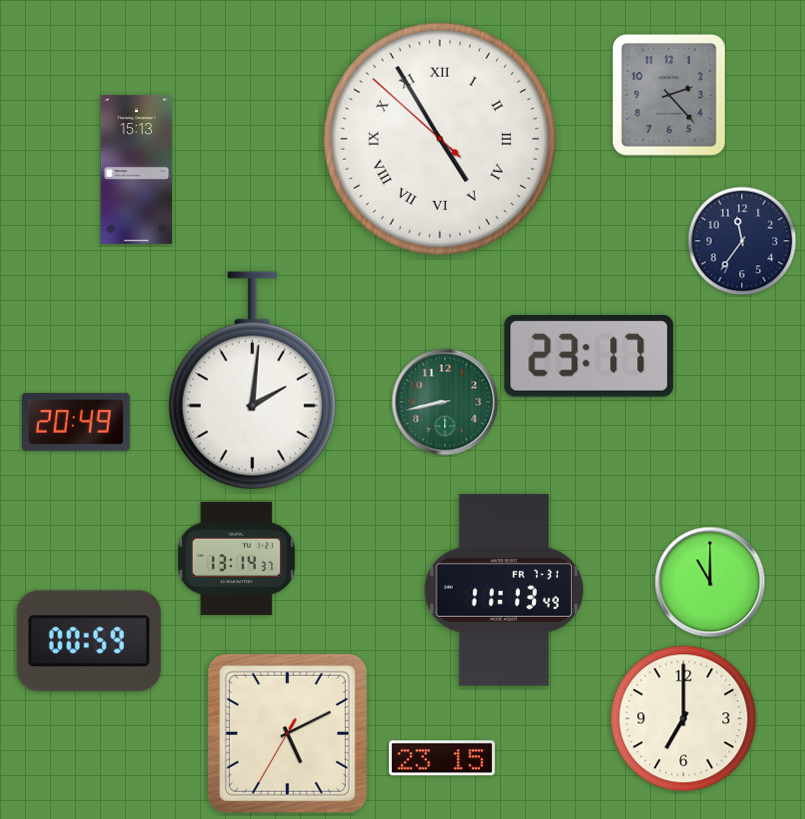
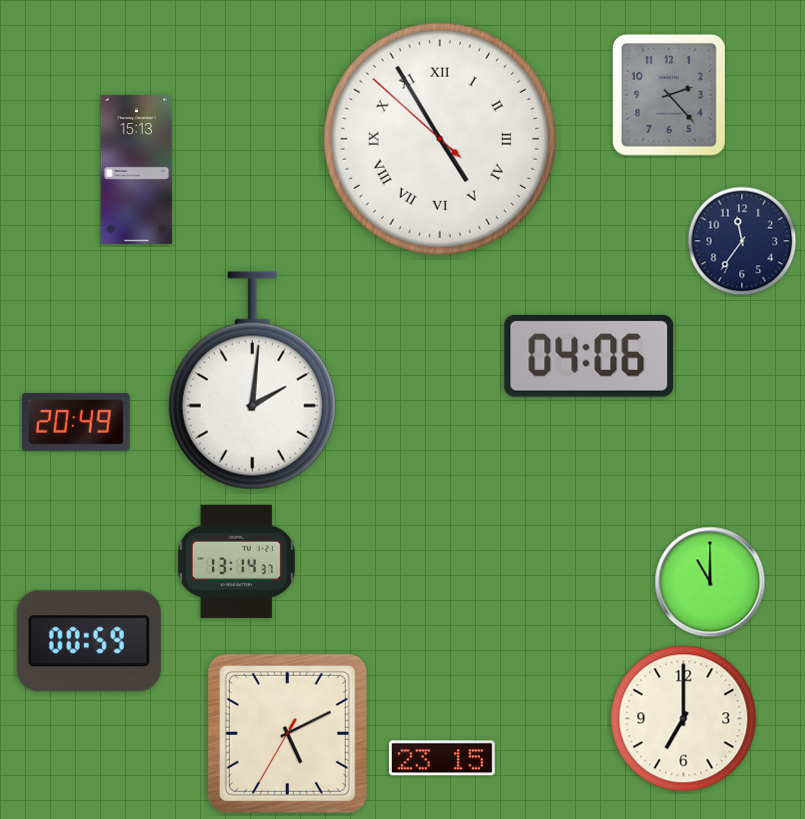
clock at (589, 356): 23:17 -> 04:06
clock at (445, 402): 8:43 -> none
clock at (236, 558) position: (236, 558) -> (236, 561)
clock at (504, 590): 11:13 -> none
